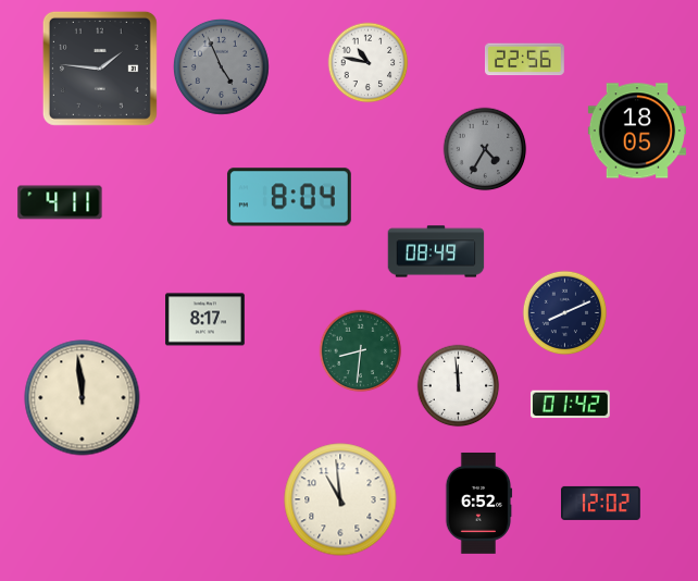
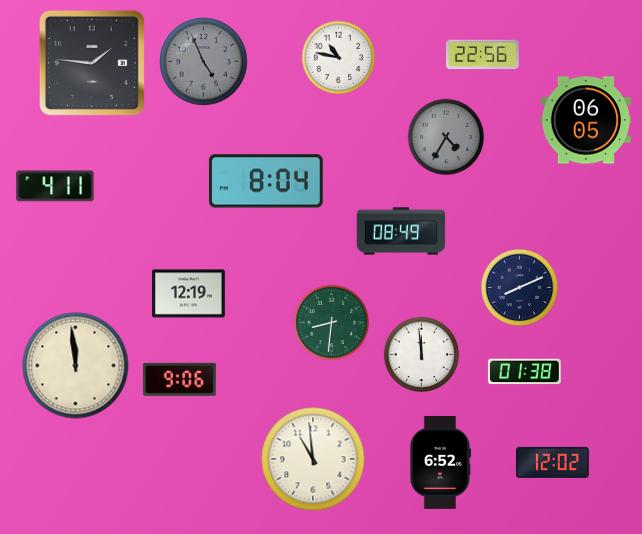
clock at (637, 131): 18:05 -> 06:05
clock at (205, 320): 8:17 -> 12:19
clock at (570, 405): 01:42 -> 01:38
clock at (179, 379): none -> 9:06
